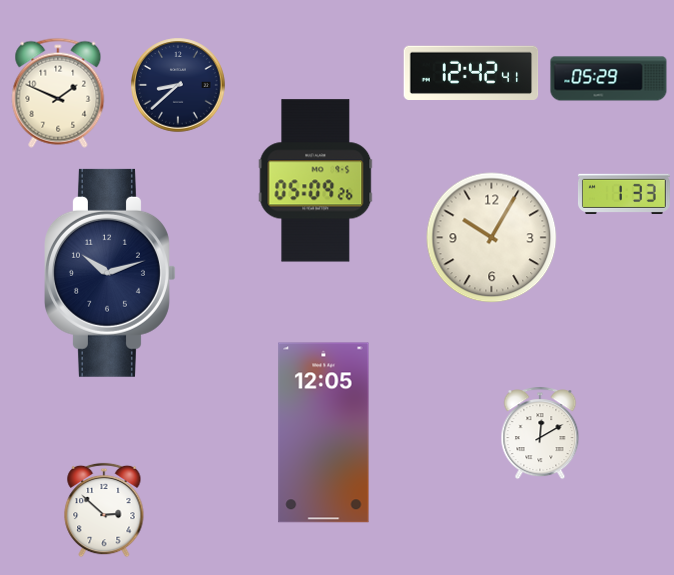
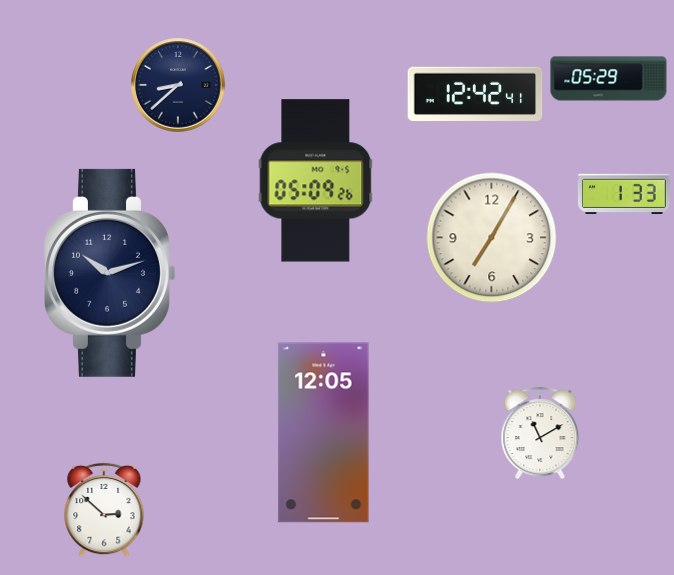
clock at (471, 72) position: (471, 72) -> (475, 93)
clock at (58, 93): 1:49 -> none
clock at (492, 238): 10:05 -> 7:05
clock at (540, 433): 12:10 -> 11:10
